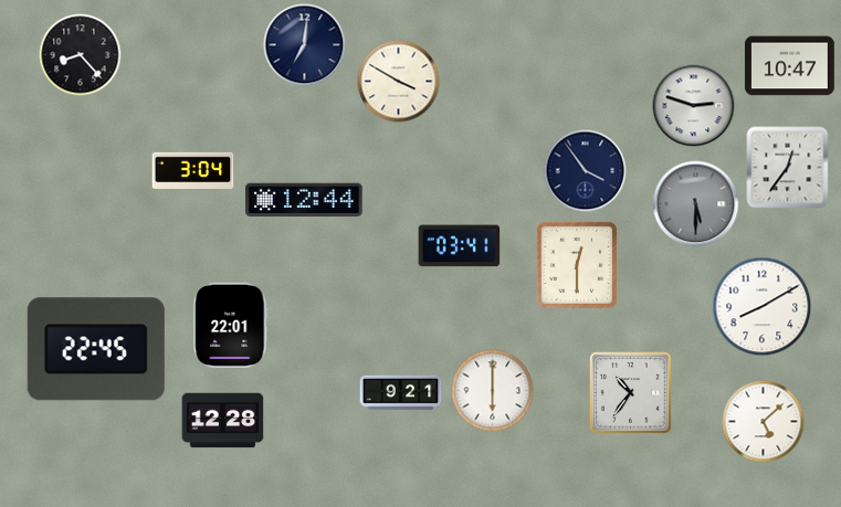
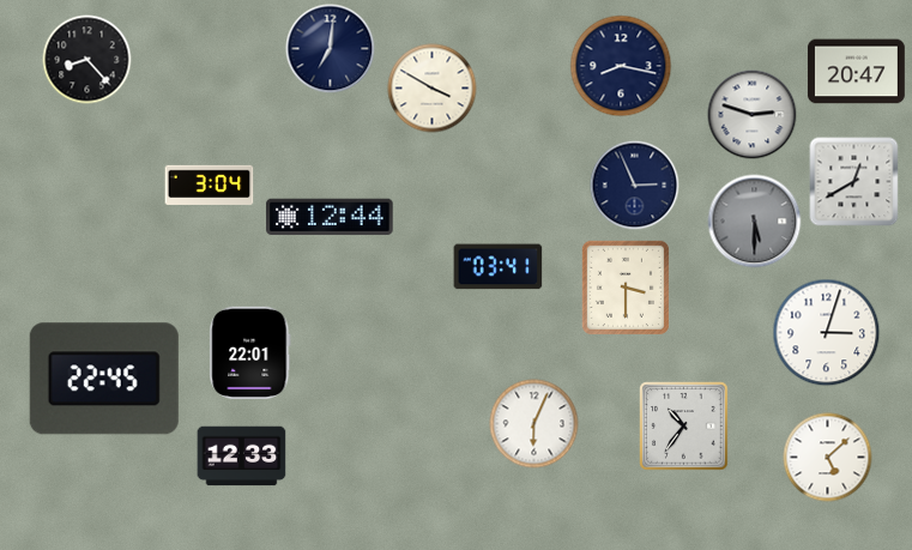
clock at (621, 66): none -> 8:17
clock at (789, 66): 10:47 -> 20:47
clock at (788, 168): 12:36 -> 12:40
clock at (586, 171): 3:54 -> 2:56
clock at (577, 265): 12:30 -> 3:30
clock at (763, 307): 8:10 -> 3:03
clock at (493, 391): 6:00 -> 6:04
clock at (401, 393): 9:21 -> none
clock at (223, 421): 12:28 -> 12:33
